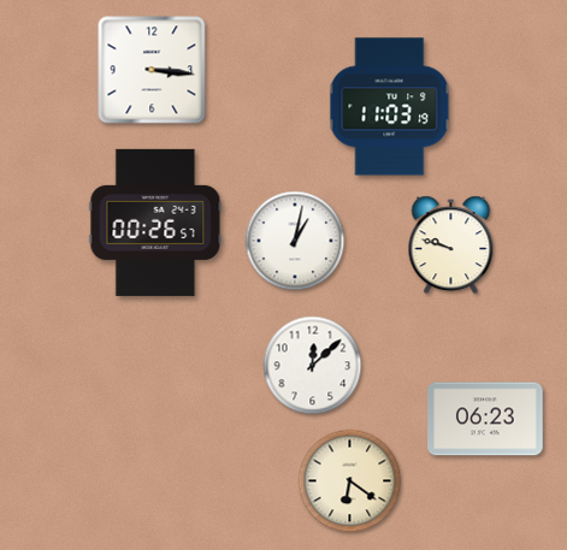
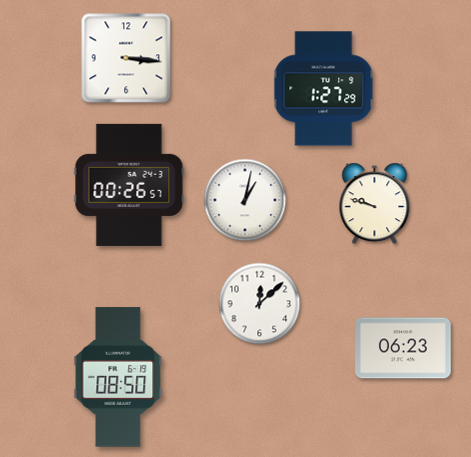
clock at (390, 107): 11:03 -> 1:27
clock at (118, 377): none -> 08:50
clock at (350, 481): 6:21 -> none
